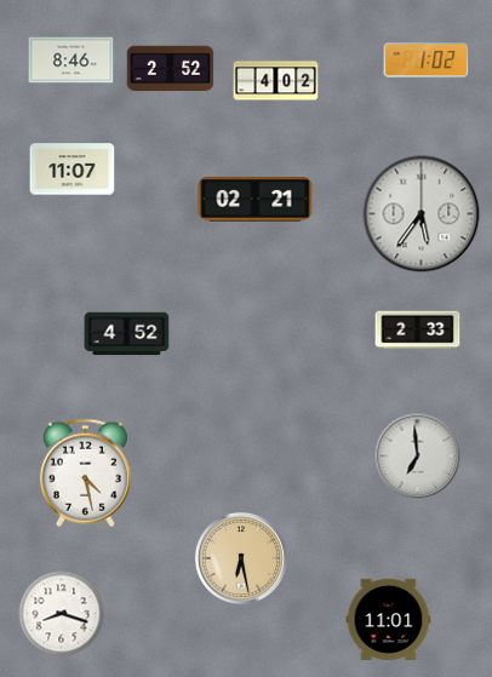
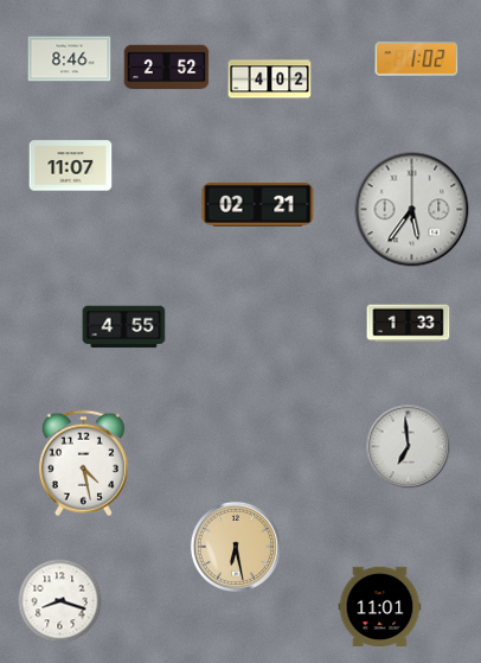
clock at (256, 199) position: (256, 199) -> (258, 204)
clock at (418, 331): 2:33 -> 1:33
clock at (127, 334): 4:52 -> 4:55
